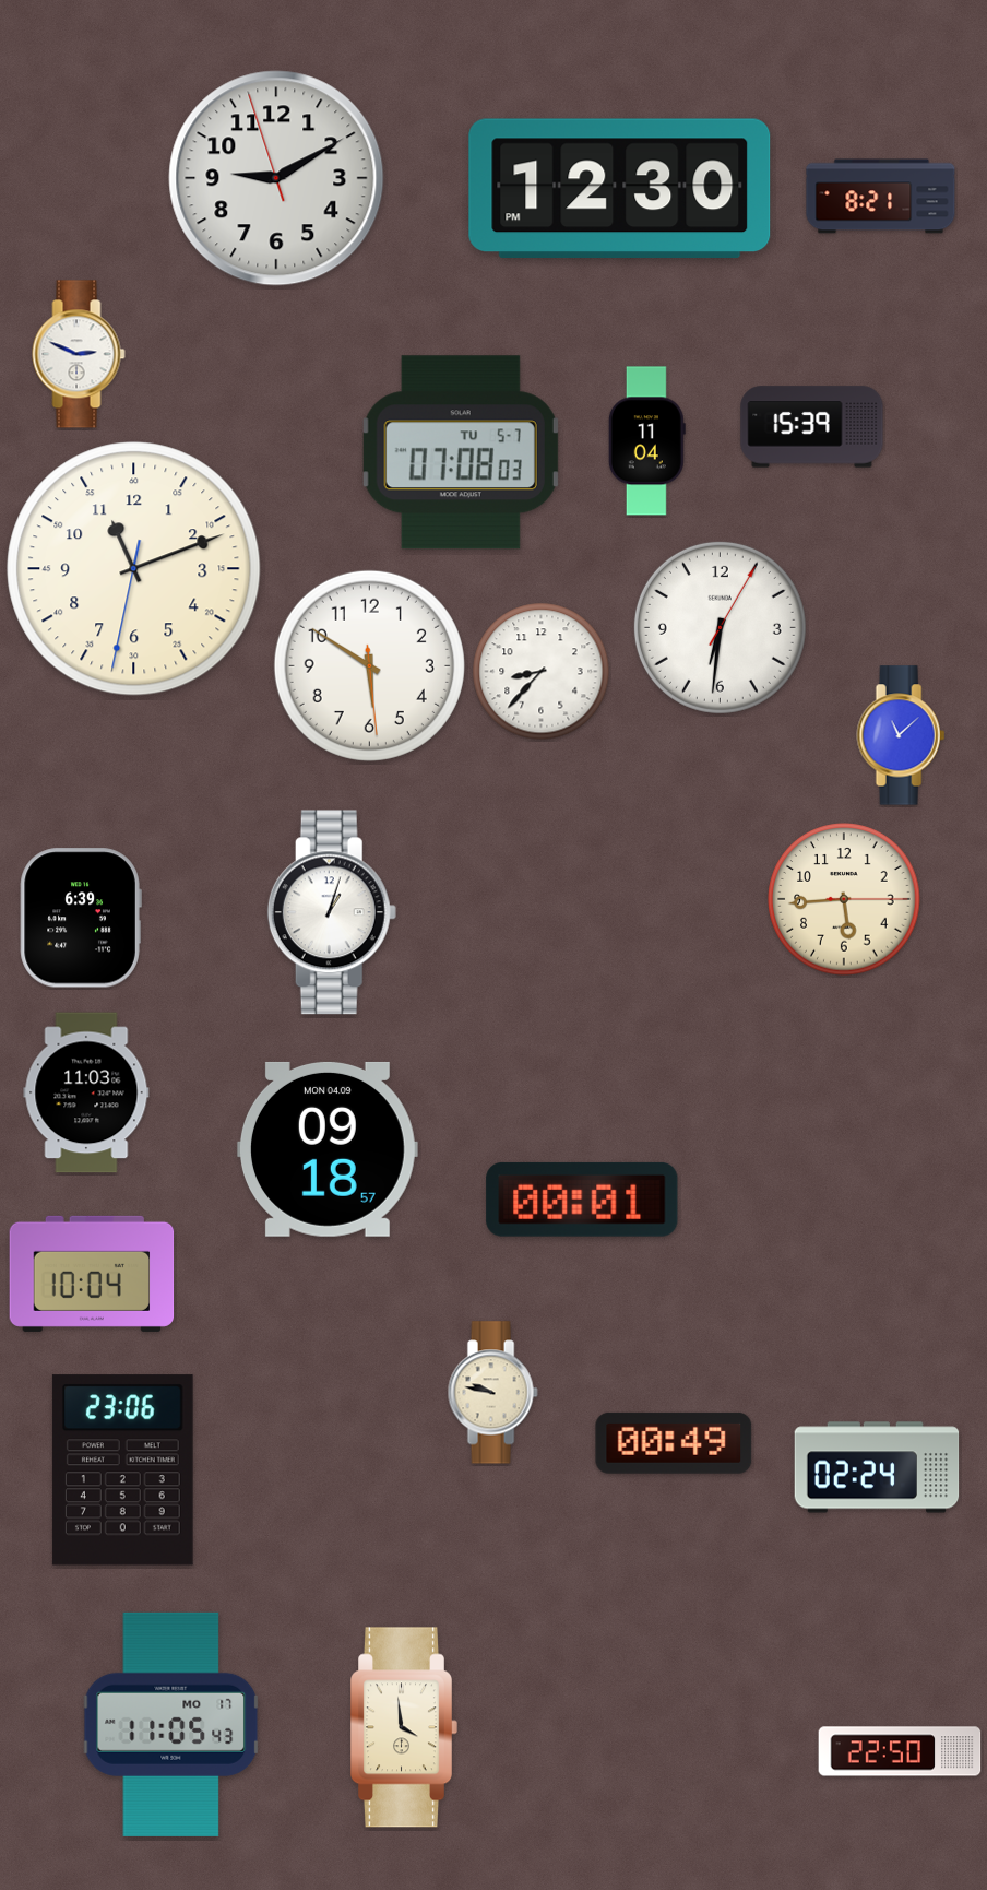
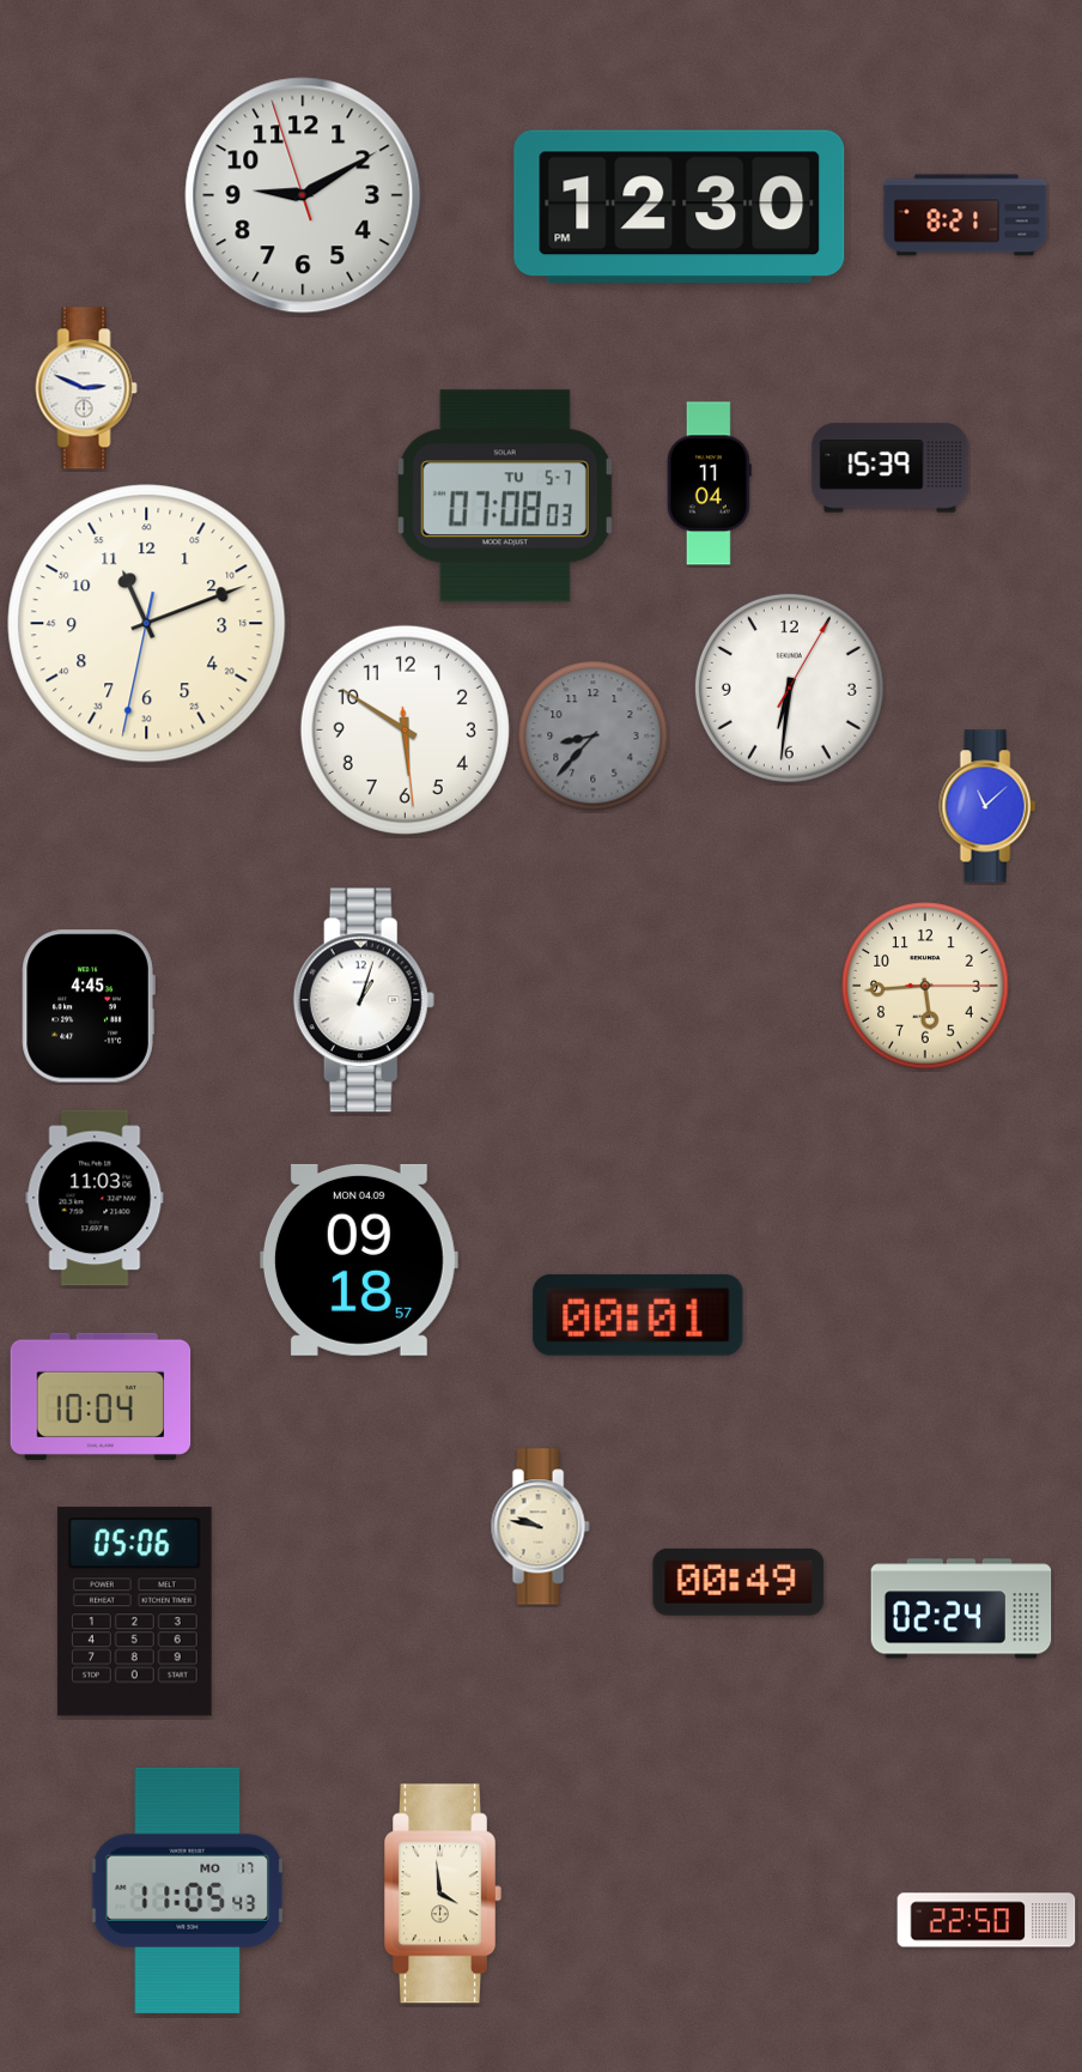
clock at (542, 672) dial: white -> grey
clock at (81, 918): 6:39 -> 4:45
clock at (122, 1470): 23:06 -> 05:06
